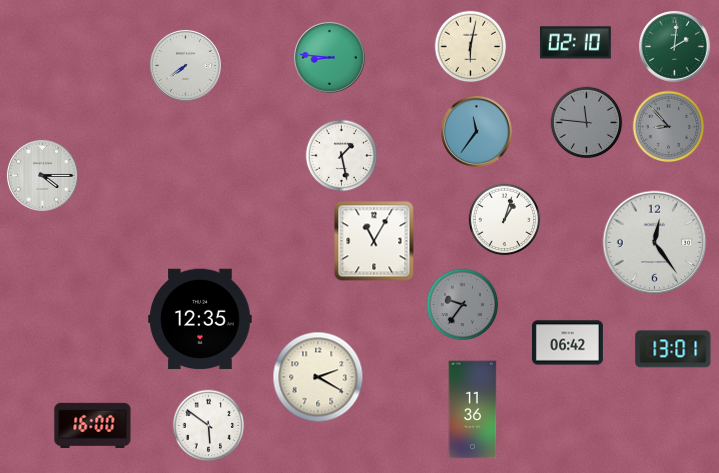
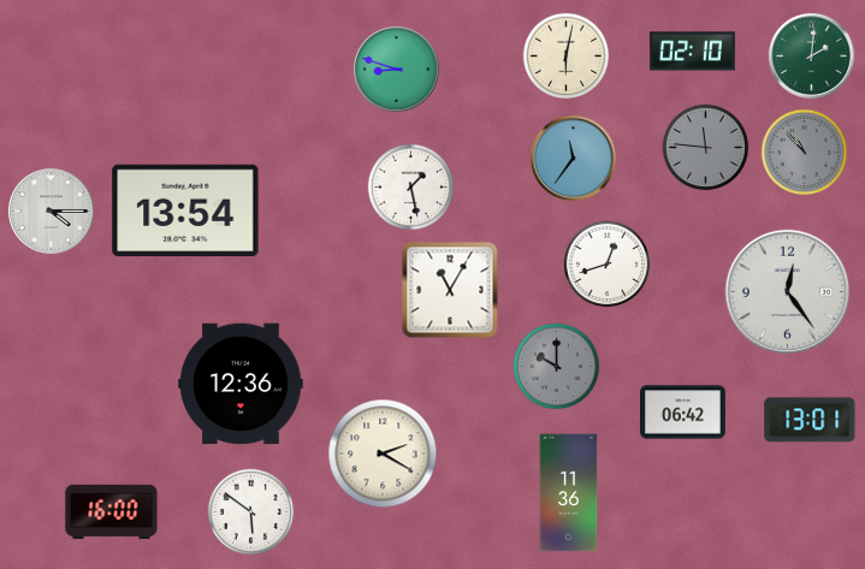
clock at (329, 57): 8:46 -> 8:48
clock at (185, 65): 7:39 -> none
clock at (669, 127): 8:53 -> 10:53
clock at (185, 211): none -> 13:54
clock at (505, 220): 1:03 -> 12:42
clock at (463, 305): 9:36 -> 10:00
clock at (200, 319): 12:35 -> 12:36
